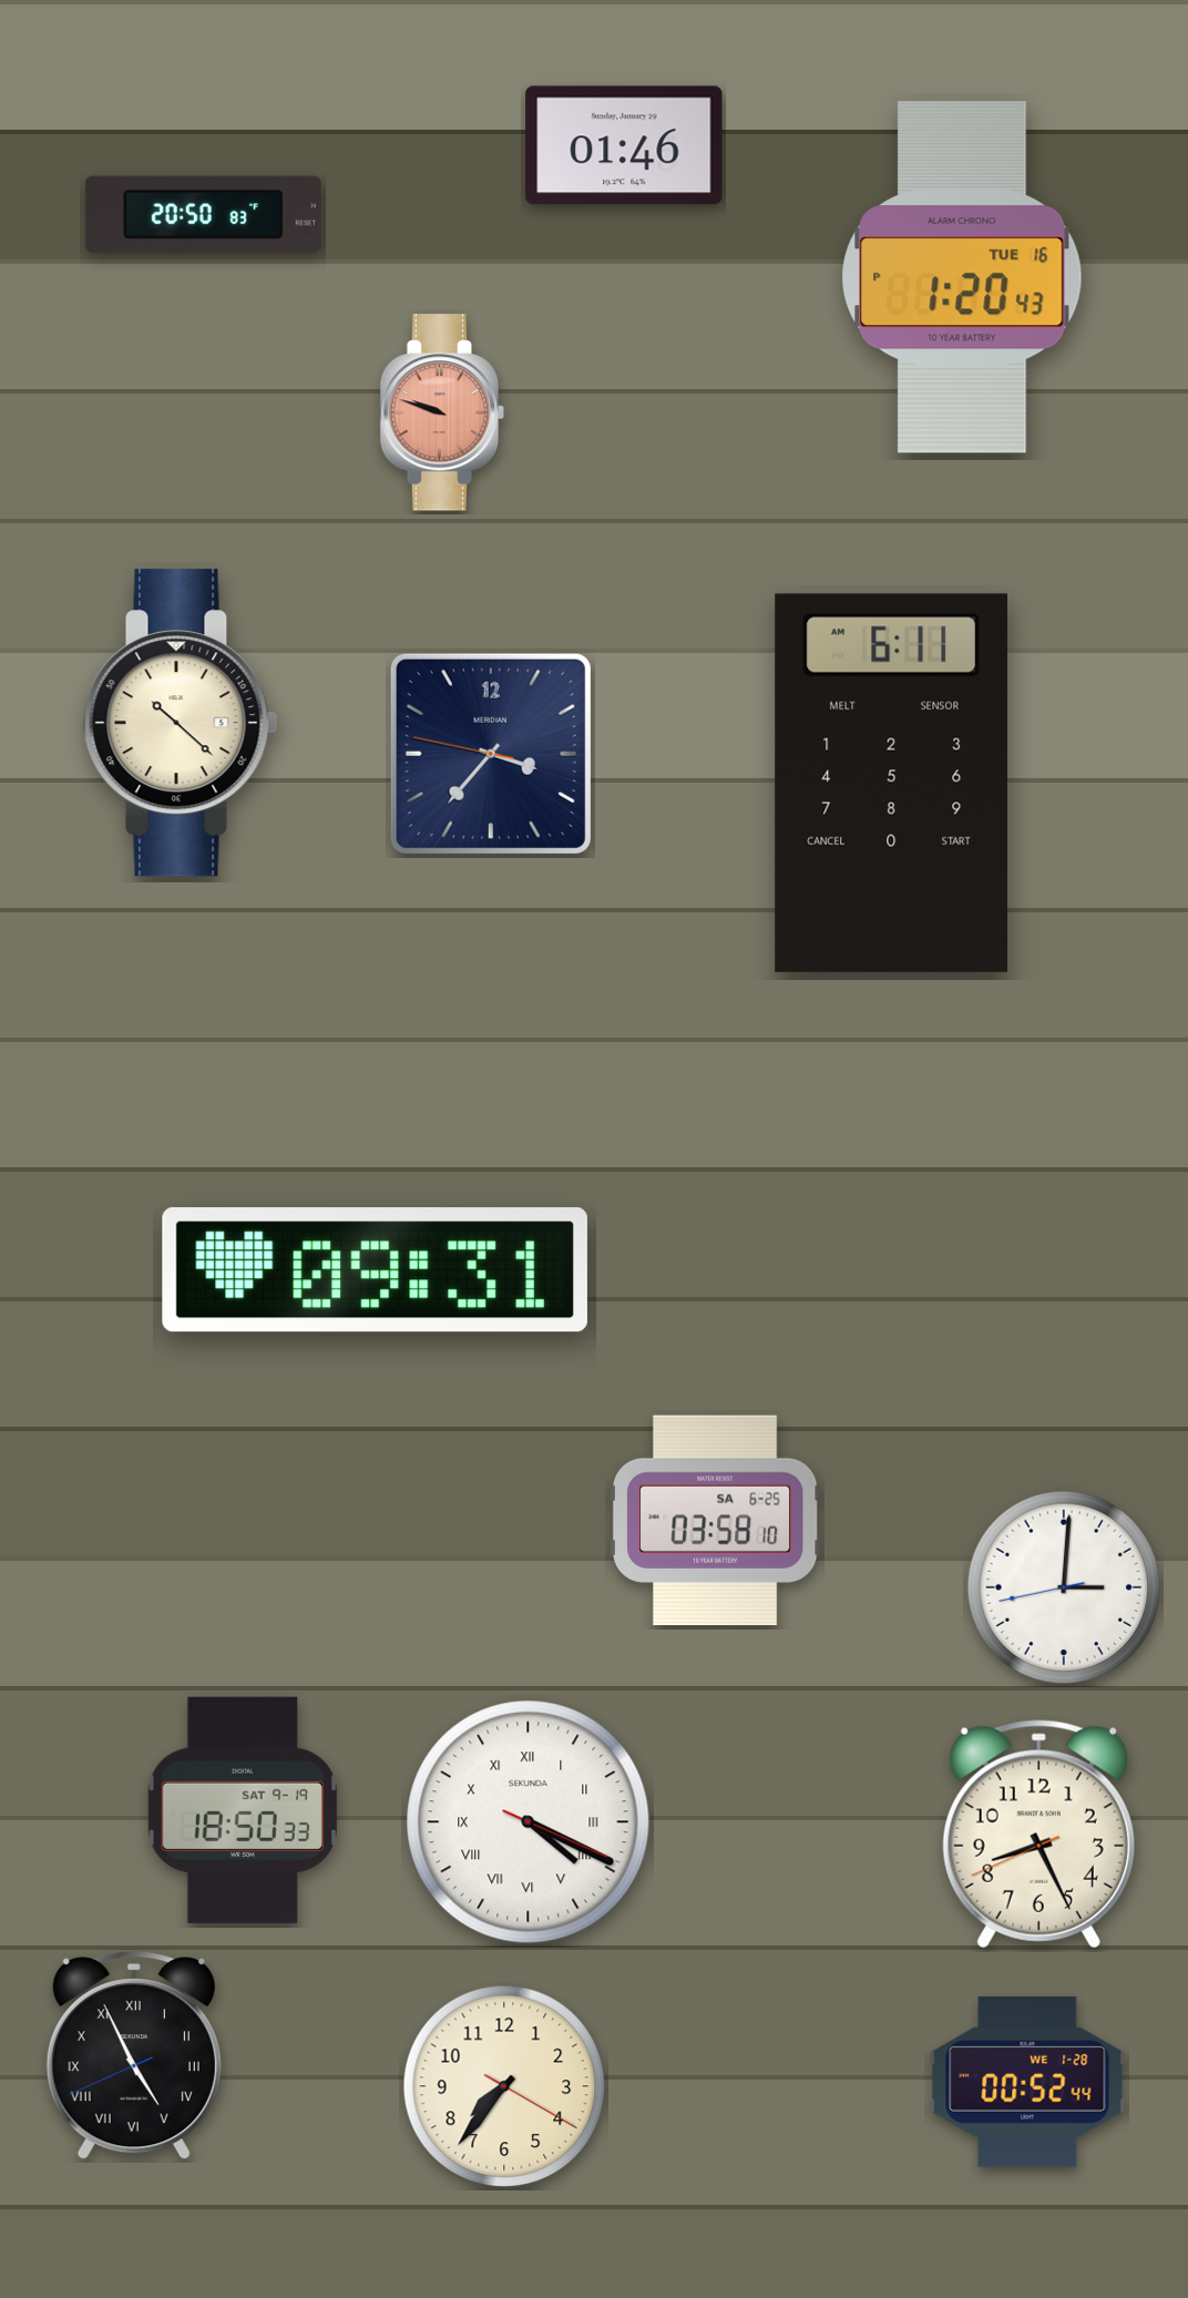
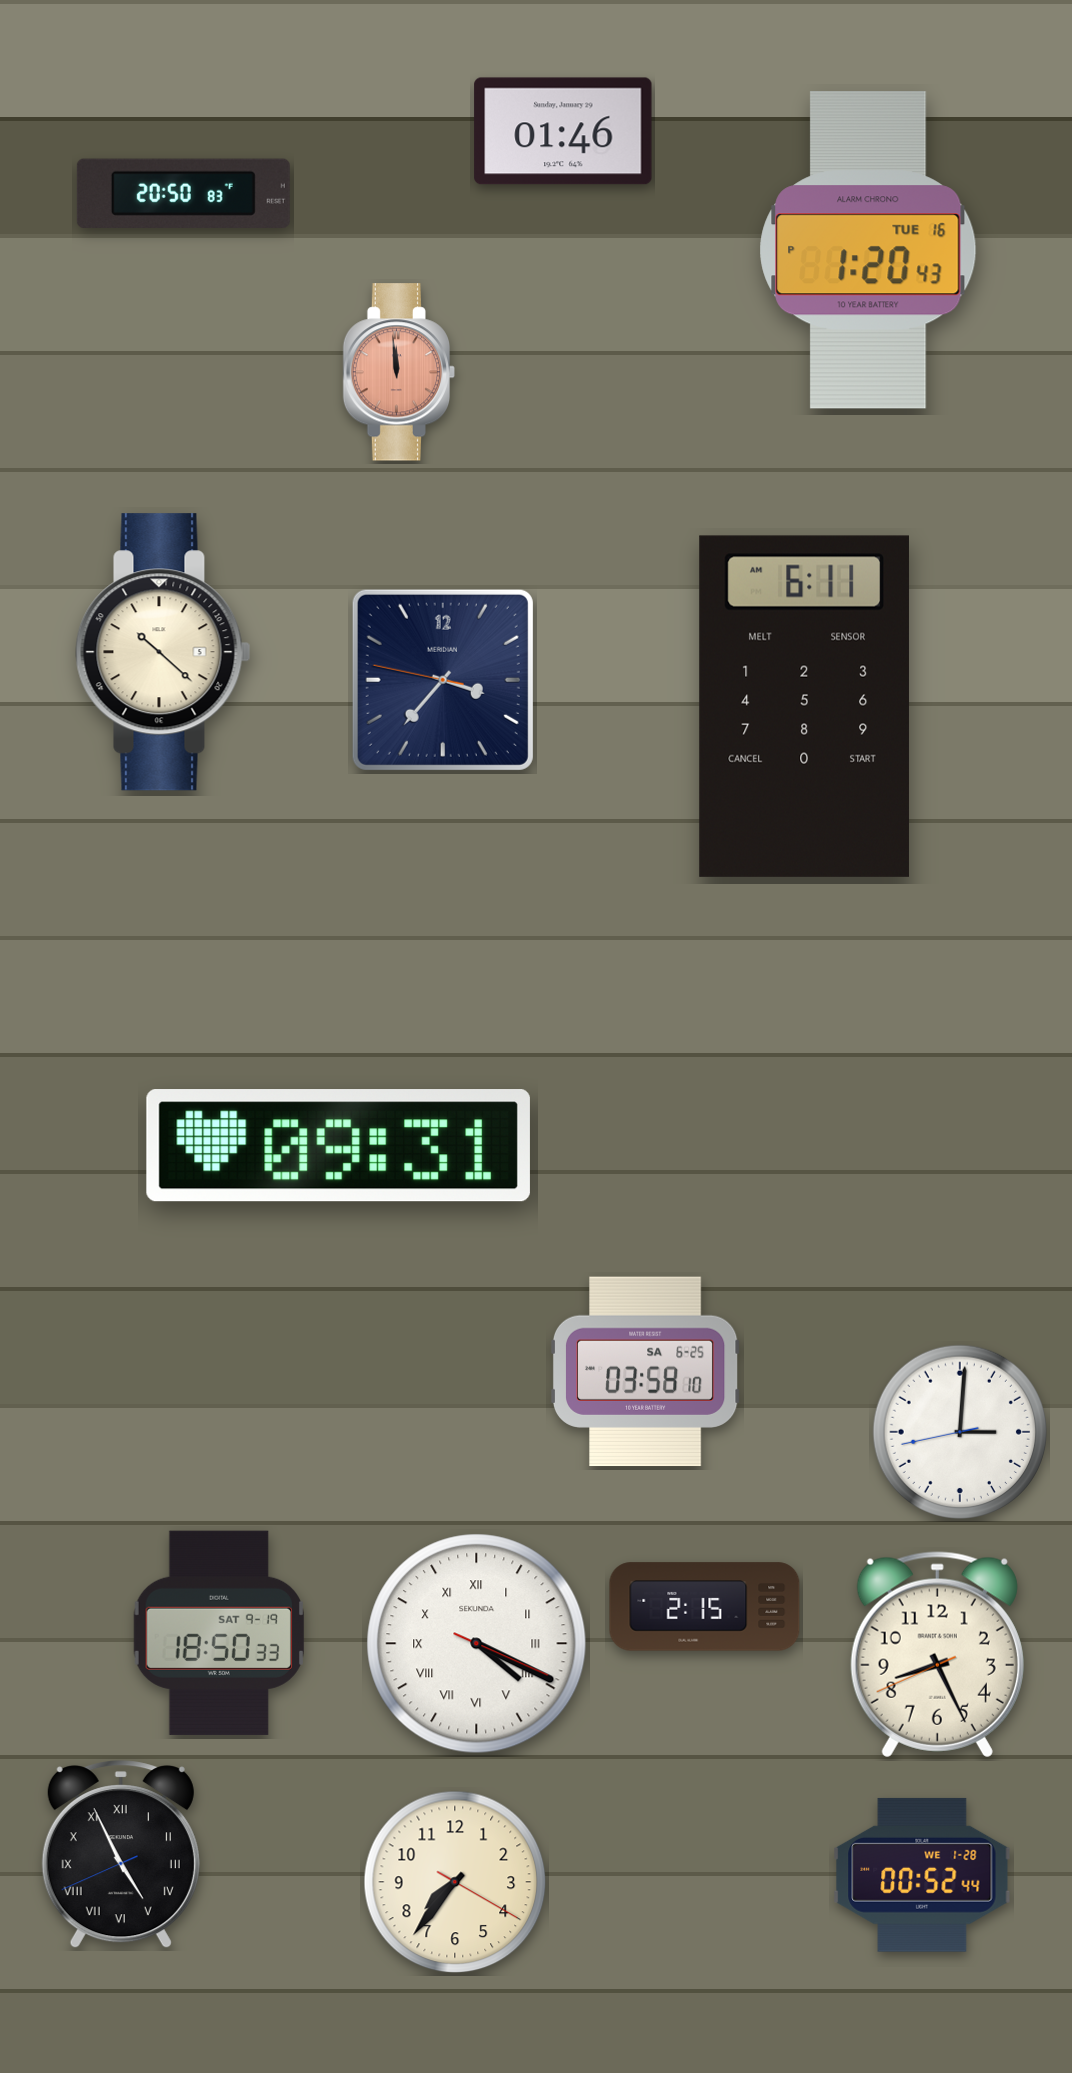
clock at (442, 412): 9:48 -> 11:59
clock at (705, 1607): none -> 2:15
clock at (1027, 2082) position: (1027, 2082) -> (922, 1875)
